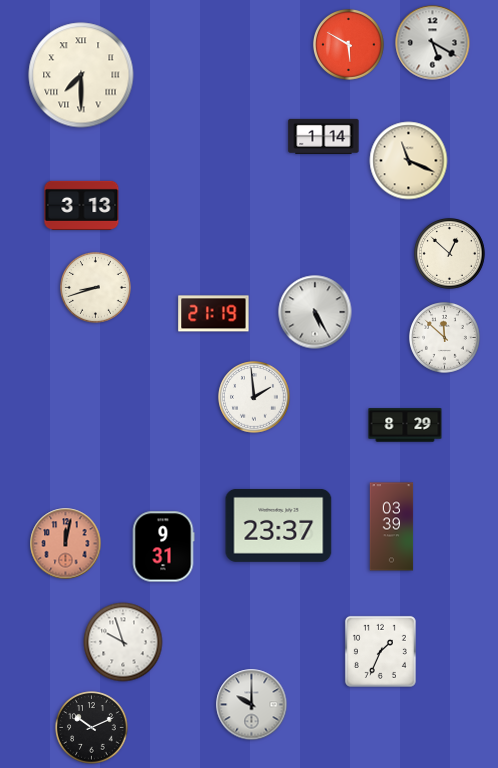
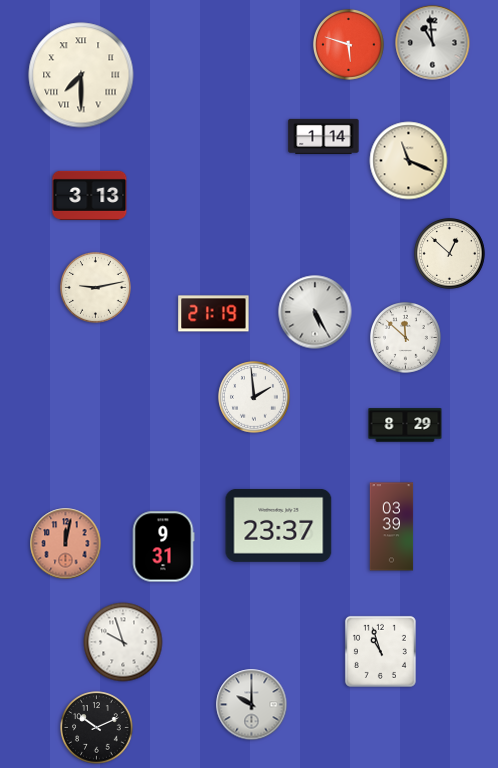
clock at (433, 43): 5:20 -> 10:59
clock at (349, 45): 5:50 -> 5:48
clock at (82, 205) position: (82, 205) -> (90, 195)
clock at (96, 288): 8:42 -> 9:13
clock at (445, 338) position: (445, 338) -> (406, 338)
clock at (380, 651): 1:34 -> 10:57
clock at (92, 728) position: (92, 728) -> (97, 728)
